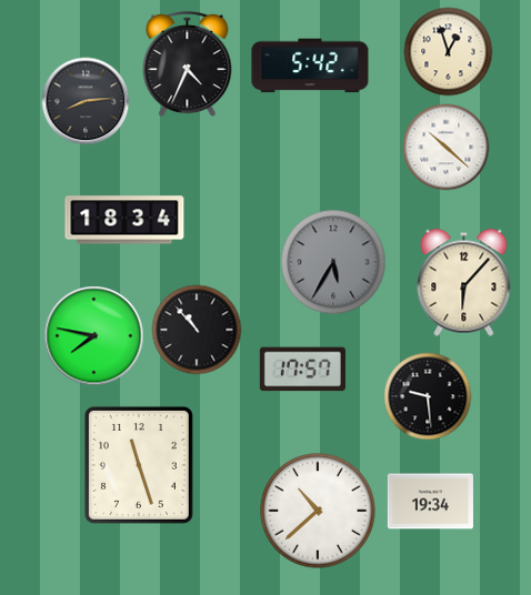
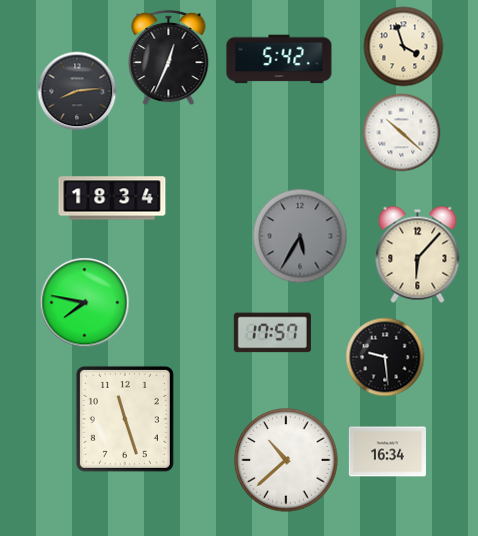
clock at (448, 51): 12:57 -> 3:57
clock at (188, 63): 4:34 -> 12:34
clock at (197, 330): 10:53 -> none
clock at (430, 502): 19:34 -> 16:34
